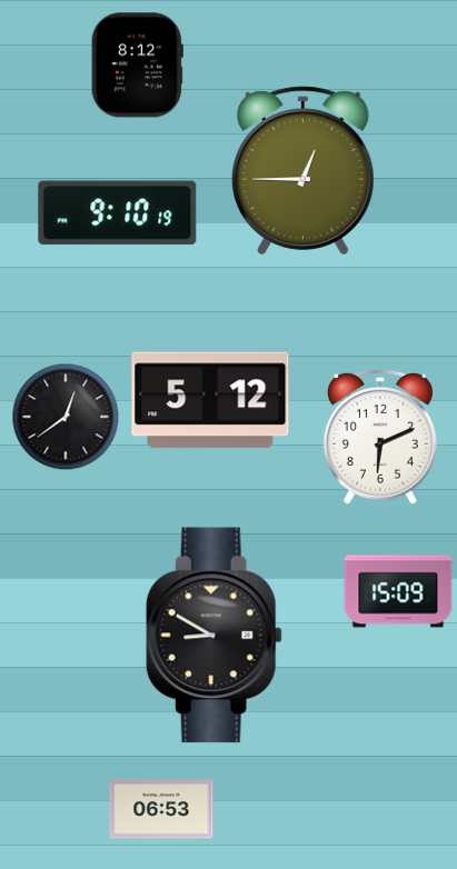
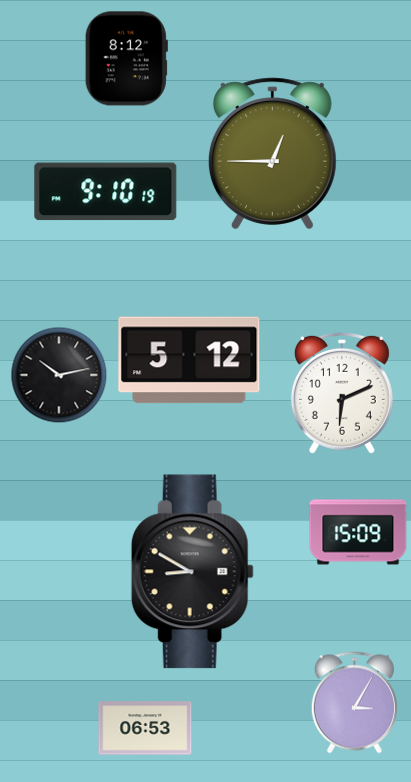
clock at (137, 66) position: (137, 66) -> (126, 59)
clock at (66, 417): 12:39 -> 10:13
clock at (354, 703): none -> 3:05
